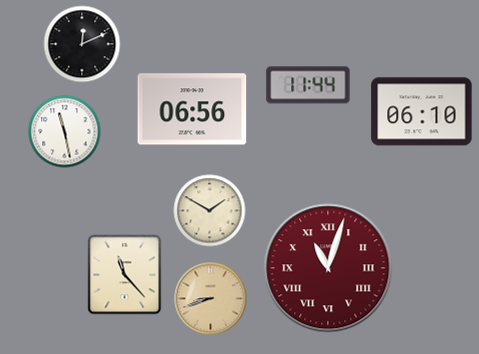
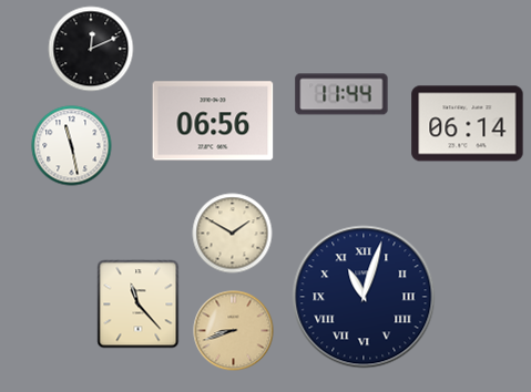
clock at (422, 112): 06:10 -> 06:14
clock at (328, 268) dial: burgundy -> navy
